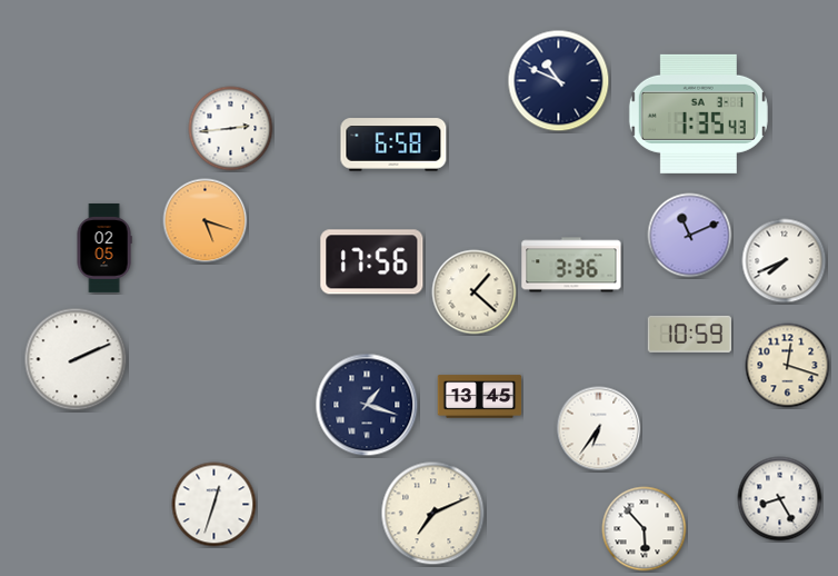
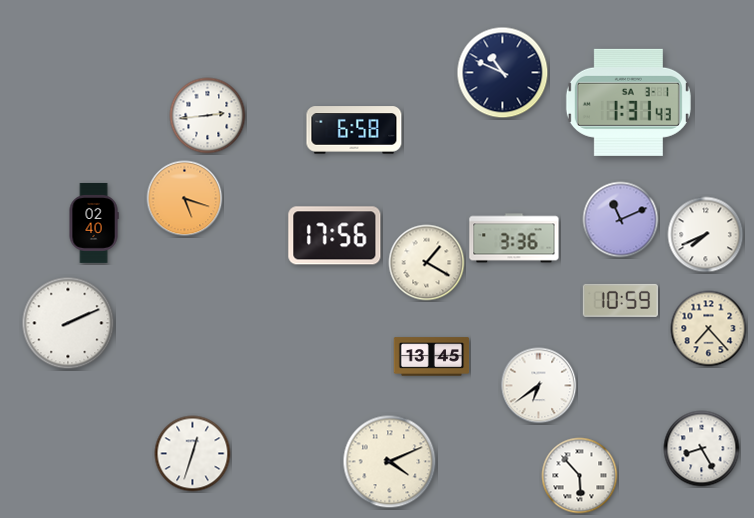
clock at (698, 113): 1:35 -> 1:31
clock at (690, 236) position: (690, 236) -> (621, 220)
clock at (104, 248): 02:05 -> 02:40
clock at (475, 292): 1:22 -> 1:20
clock at (788, 366): 12:18 -> 7:23
clock at (367, 405): 1:18 -> none
clock at (599, 429): 6:36 -> 6:39
clock at (433, 514): 7:11 -> 4:11
